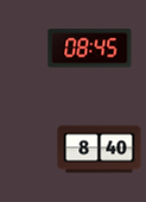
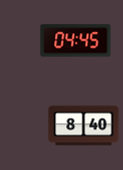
clock at (90, 49): 08:45 -> 04:45
